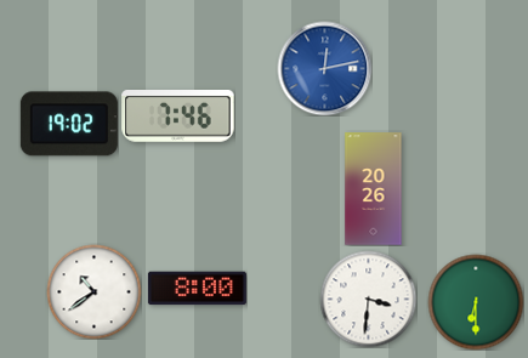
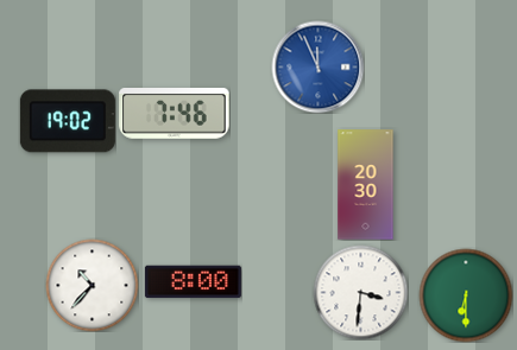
clock at (324, 68): 12:13 -> 11:56
clock at (374, 189): 20:26 -> 20:30
clock at (93, 291): 10:39 -> 10:37
